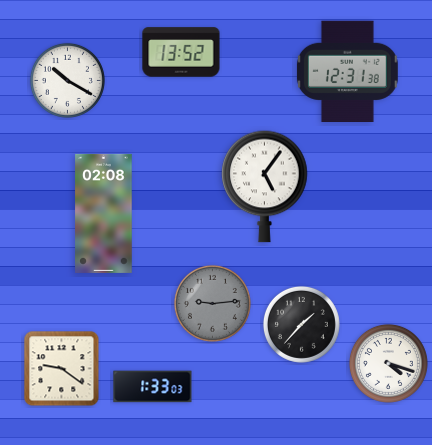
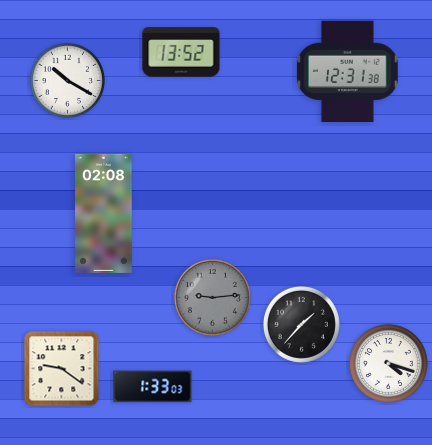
clock at (265, 186): 5:06 -> none
clock at (212, 303) position: (212, 303) -> (212, 297)
